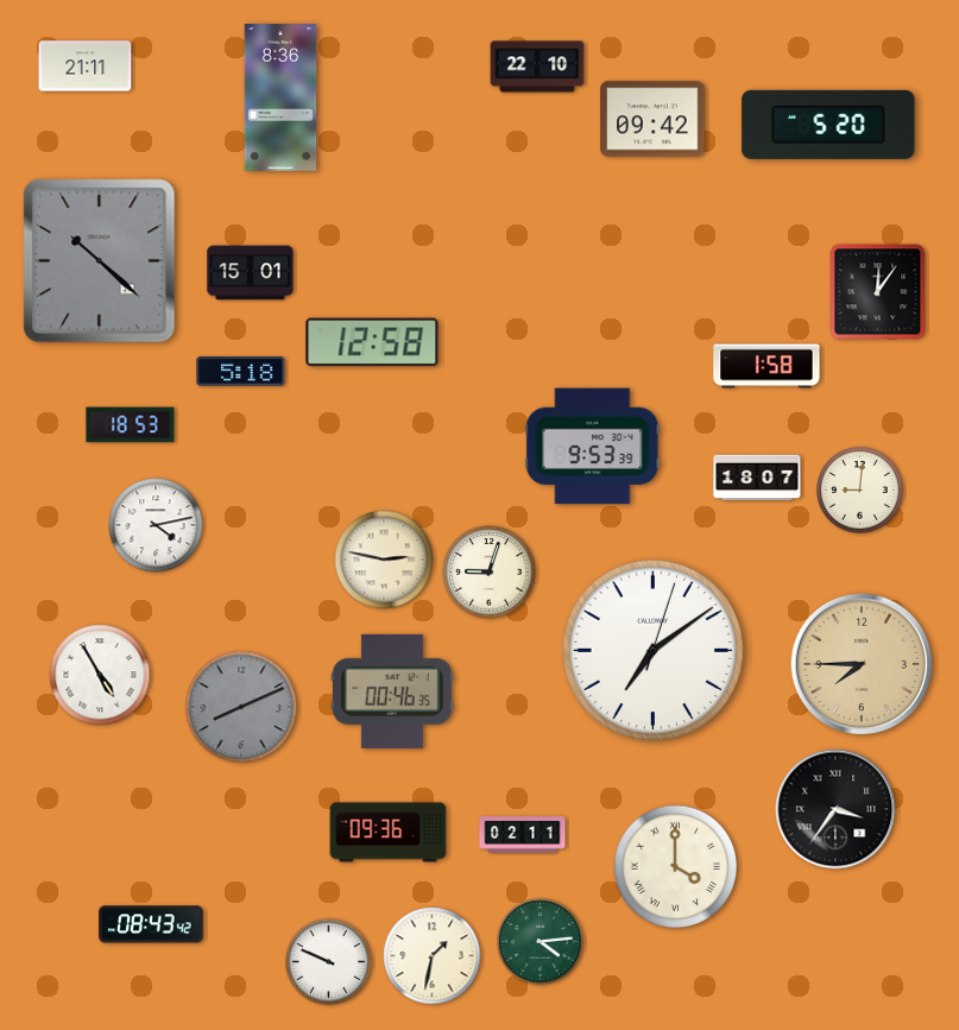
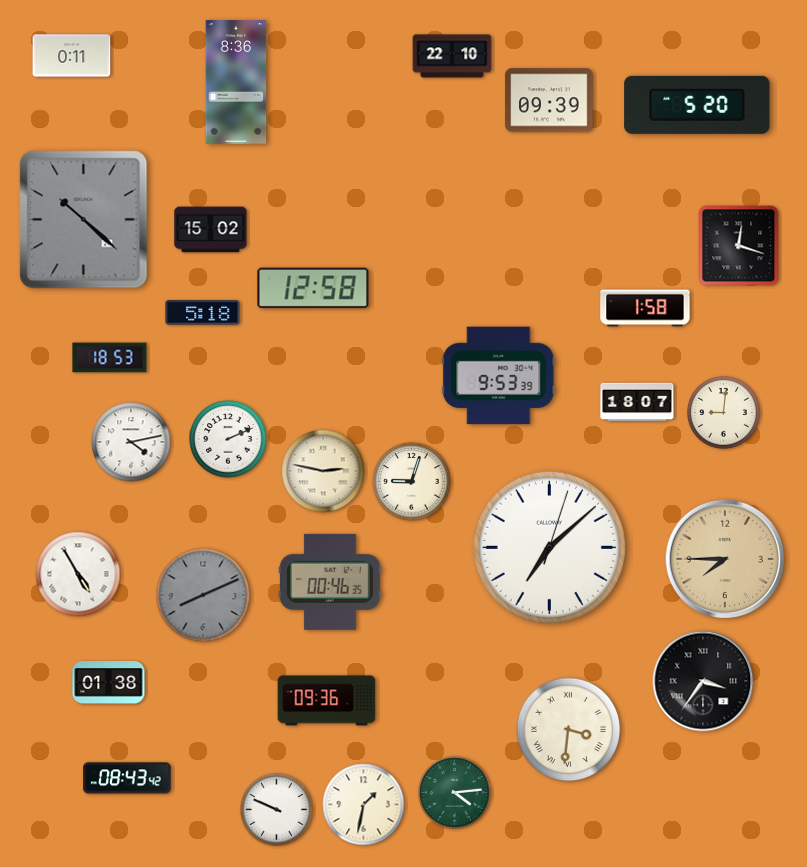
clock at (86, 67): 21:11 -> 0:11
clock at (652, 119): 09:42 -> 09:39
clock at (251, 273): 15:01 -> 15:02
clock at (878, 292): 12:06 -> 12:18
clock at (228, 439): none -> 2:11
clock at (652, 650): 7:09 -> 7:08
clock at (100, 675) position: (100, 675) -> (78, 574)
clock at (109, 683): none -> 01:38
clock at (523, 835): 02:11 -> none
clock at (676, 867): 4:00 -> 3:31
